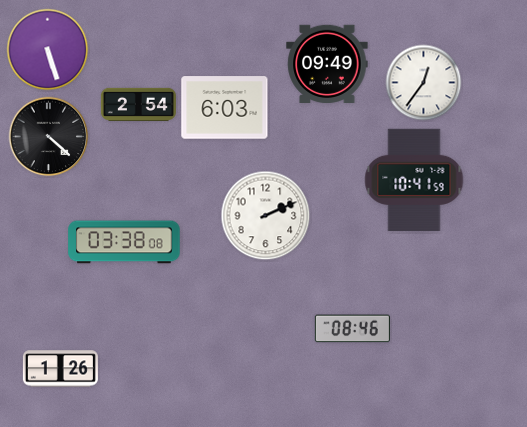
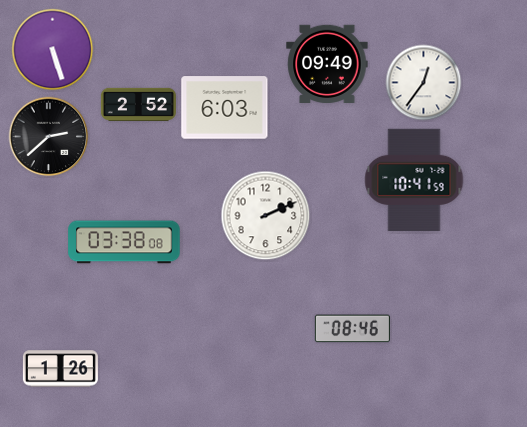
clock at (48, 50) position: (48, 50) -> (53, 50)
clock at (138, 104): 2:54 -> 2:52
clock at (49, 137): 4:22 -> 2:38
